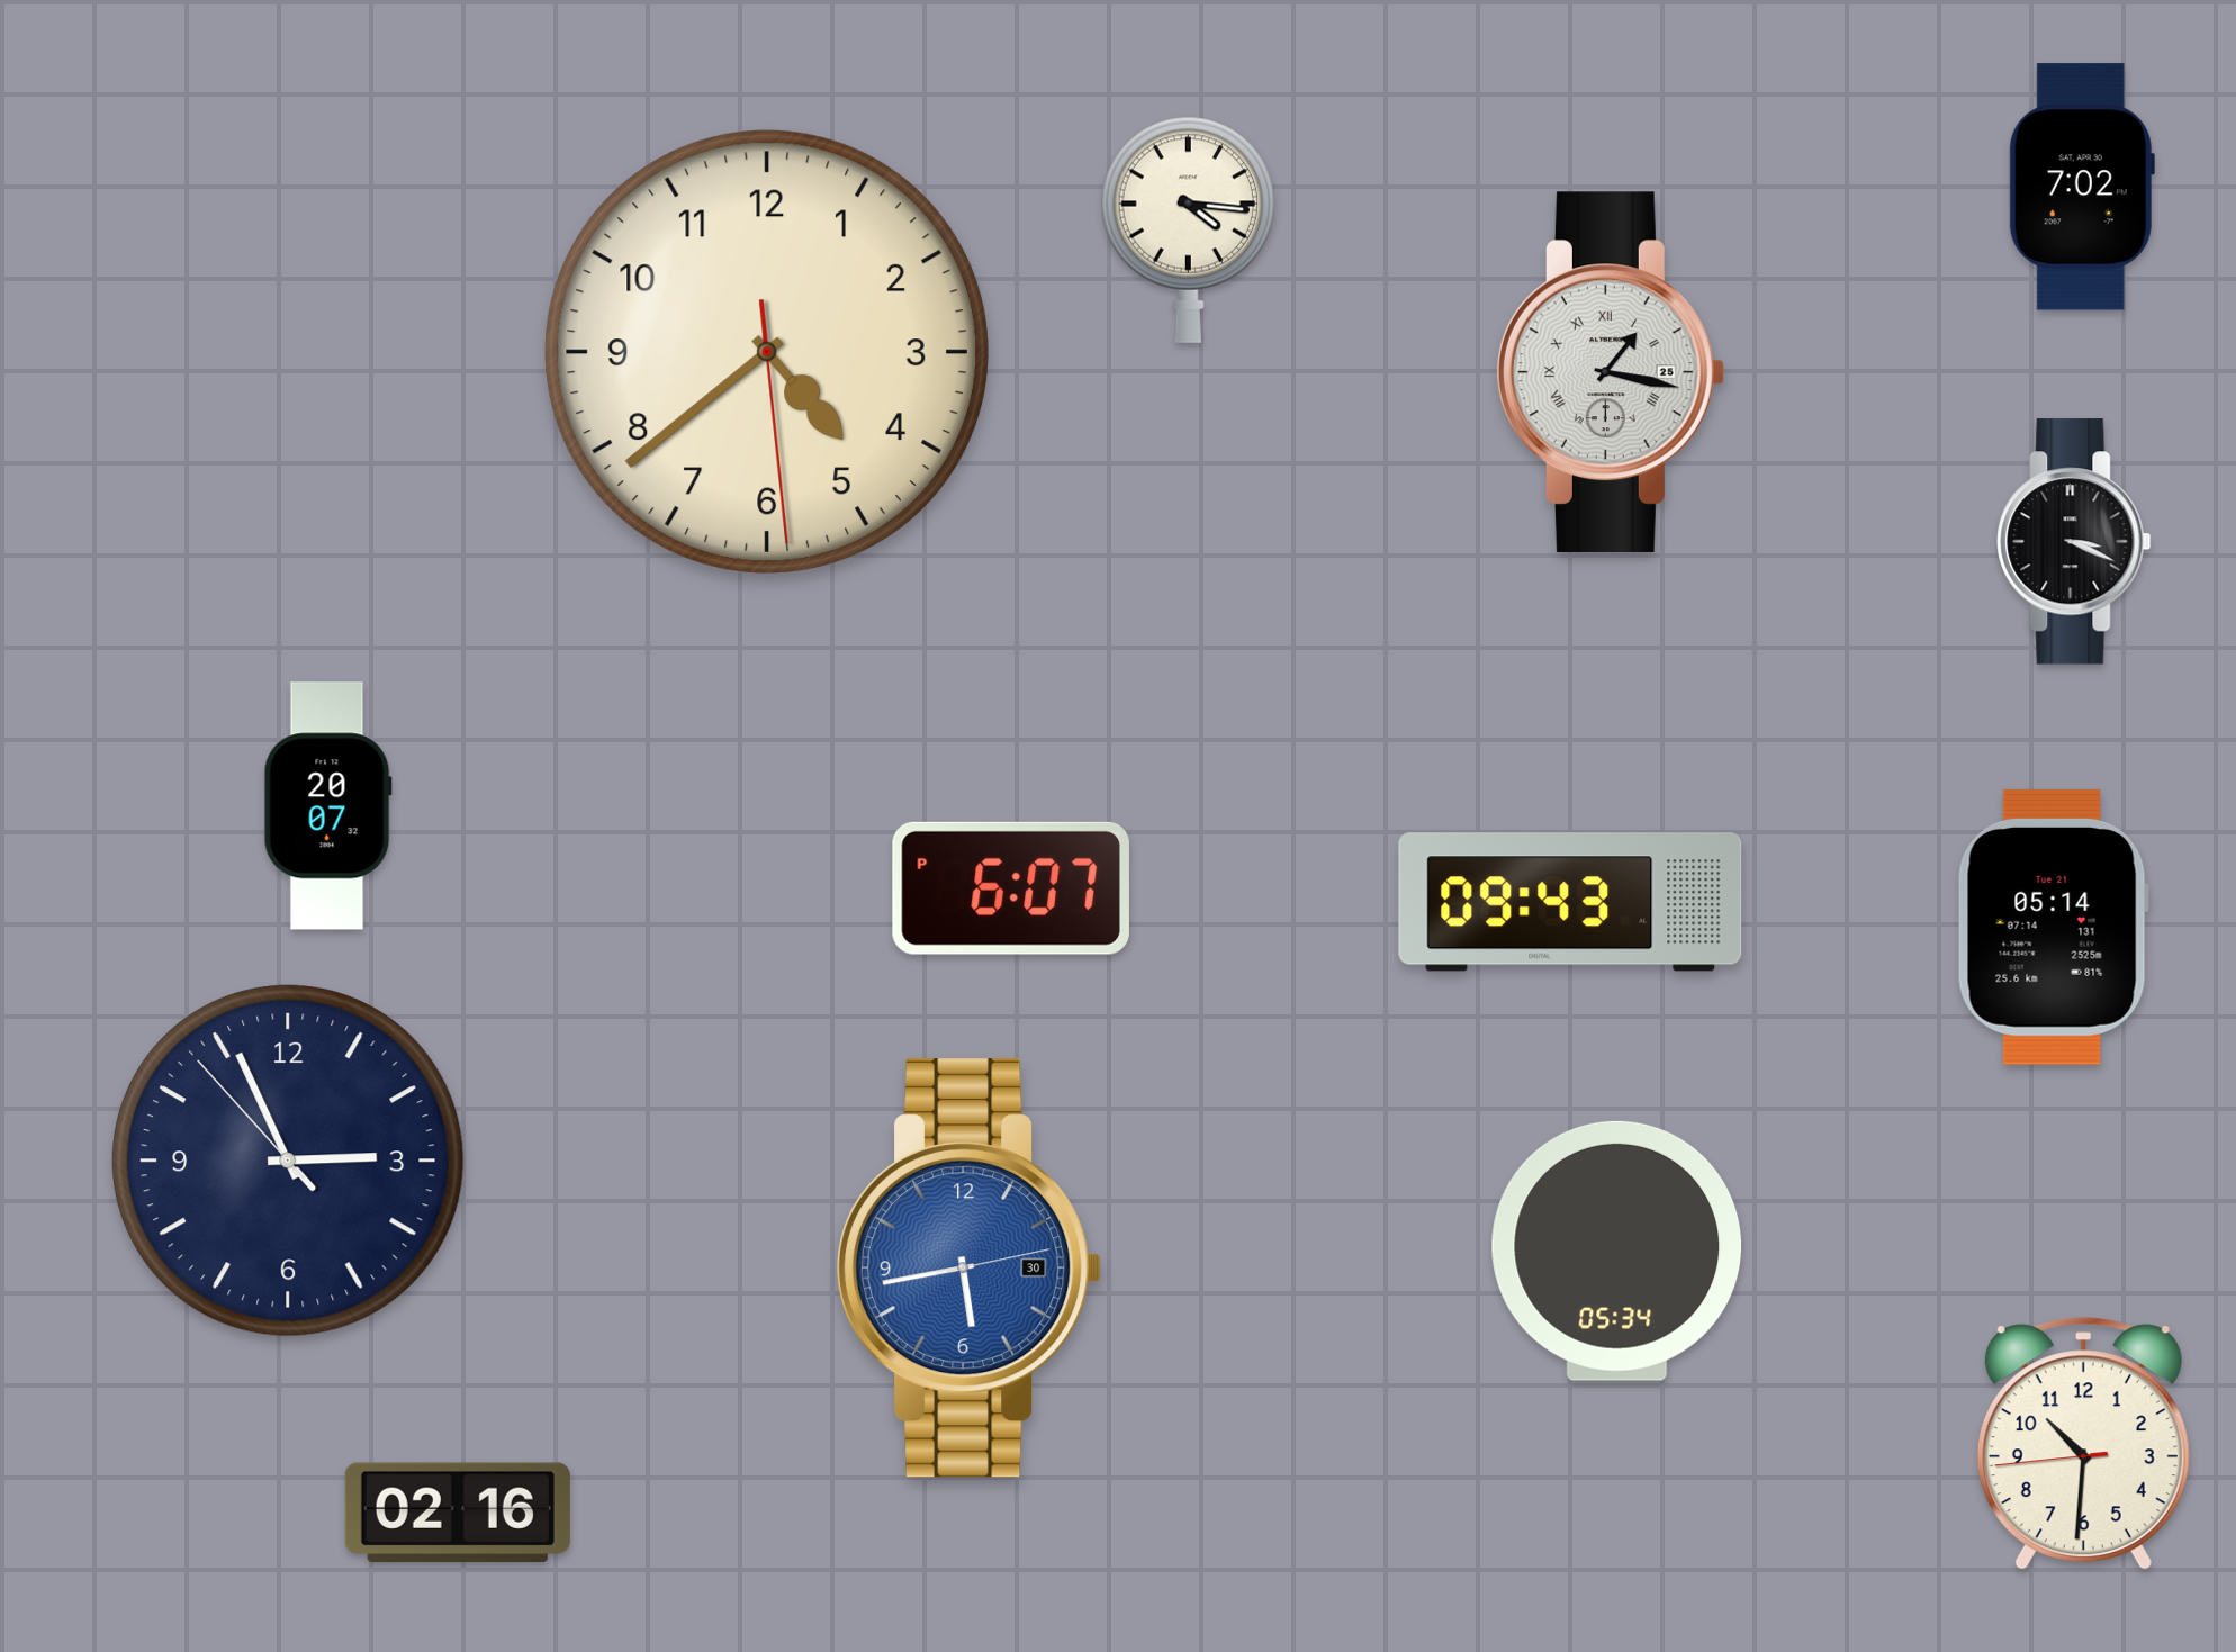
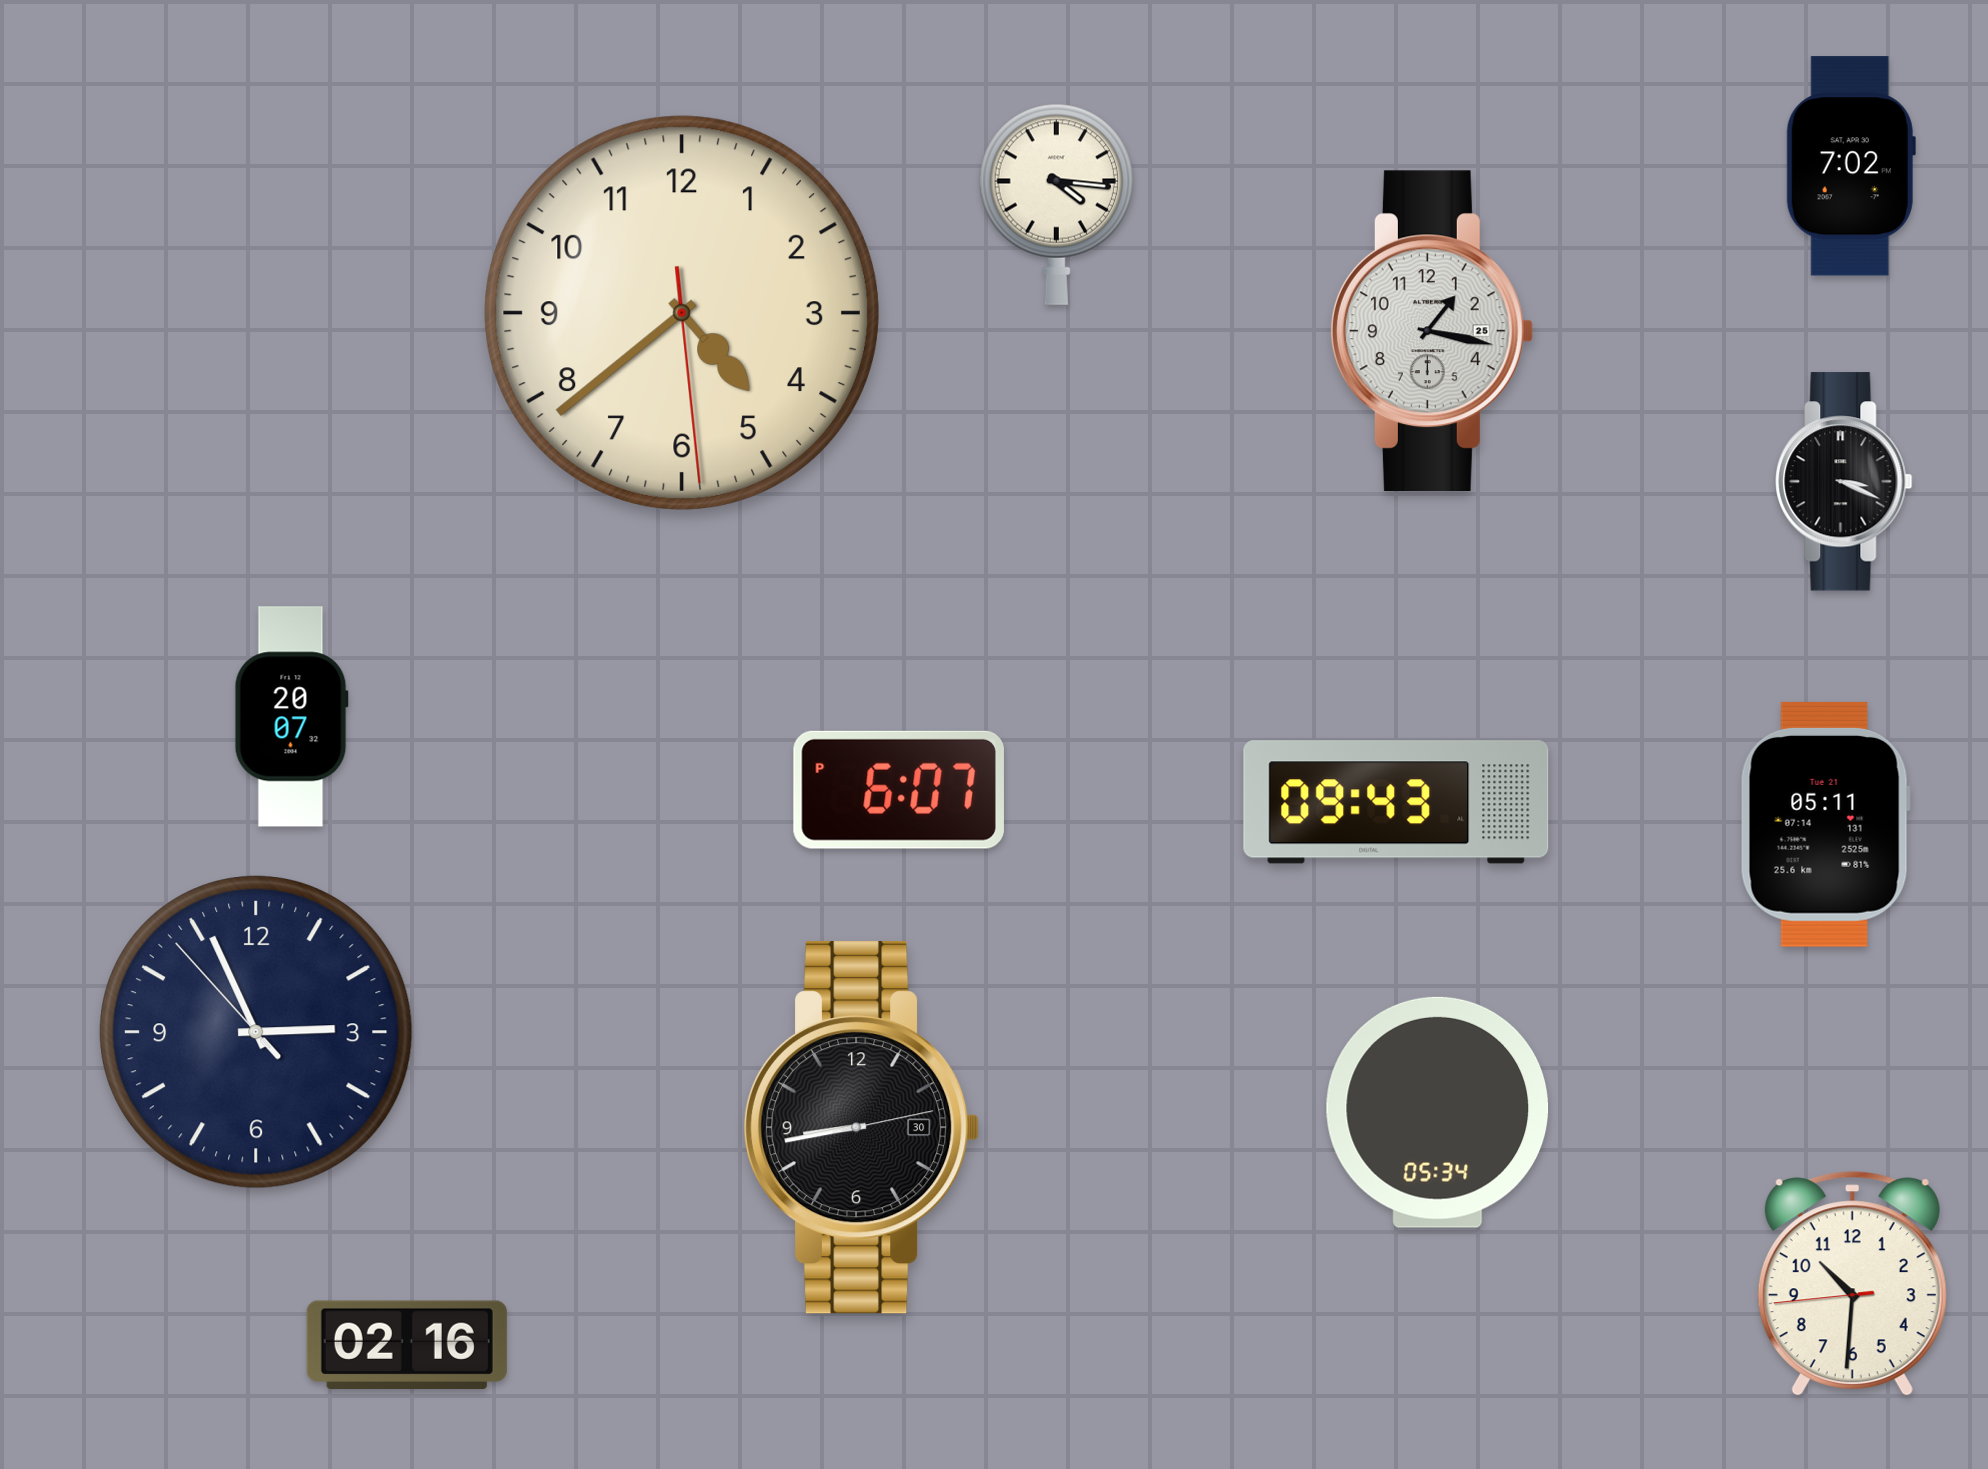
clock at (1610, 372) numerals: Roman -> Arabic
clock at (2053, 927): 05:14 -> 05:11
clock at (970, 1269): 5:43 -> 8:43
clock at (970, 1269) dial: blue -> black
